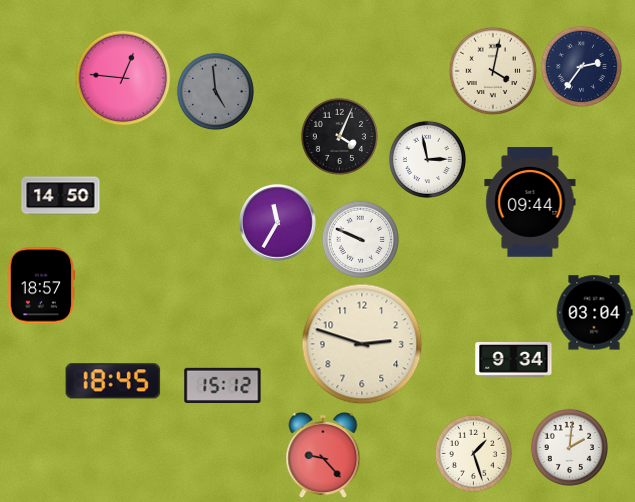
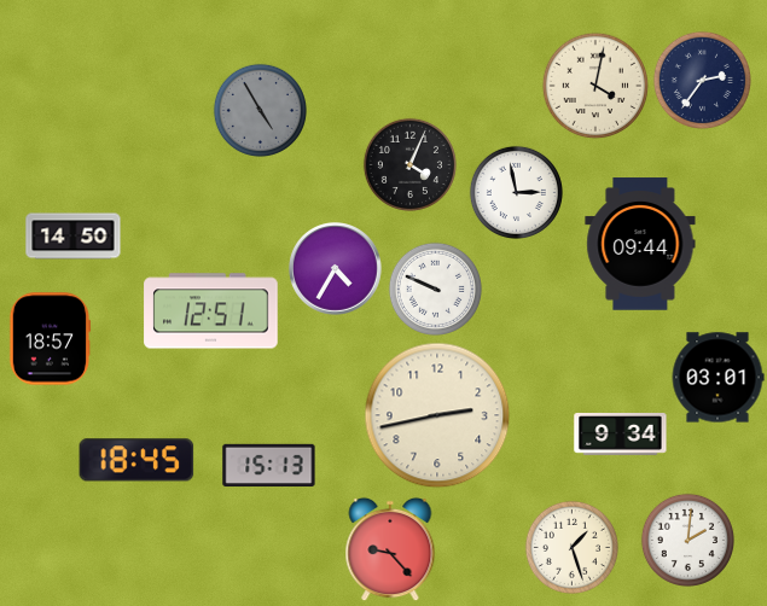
clock at (123, 78): 12:46 -> none
clock at (215, 91): 4:59 -> 4:55
clock at (278, 223): 11:35 -> 4:35
clock at (211, 311): none -> 12:51
clock at (41, 286) position: (41, 286) -> (50, 339)
clock at (594, 313): 03:04 -> 03:01
clock at (362, 344): 2:48 -> 2:43
clock at (223, 385): 15:12 -> 15:13
